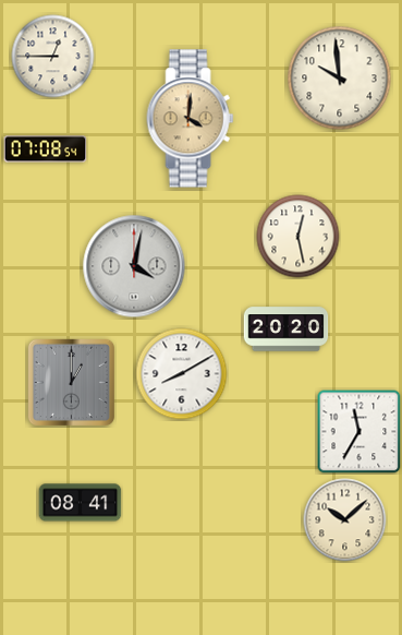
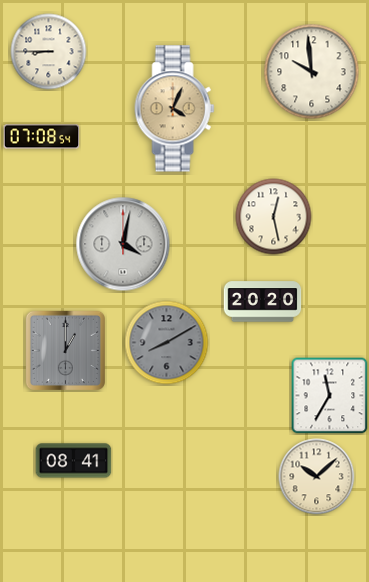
clock at (53, 57): 12:45 -> 8:45
clock at (191, 119): 4:01 -> 4:04
clock at (182, 374) dial: white -> grey
